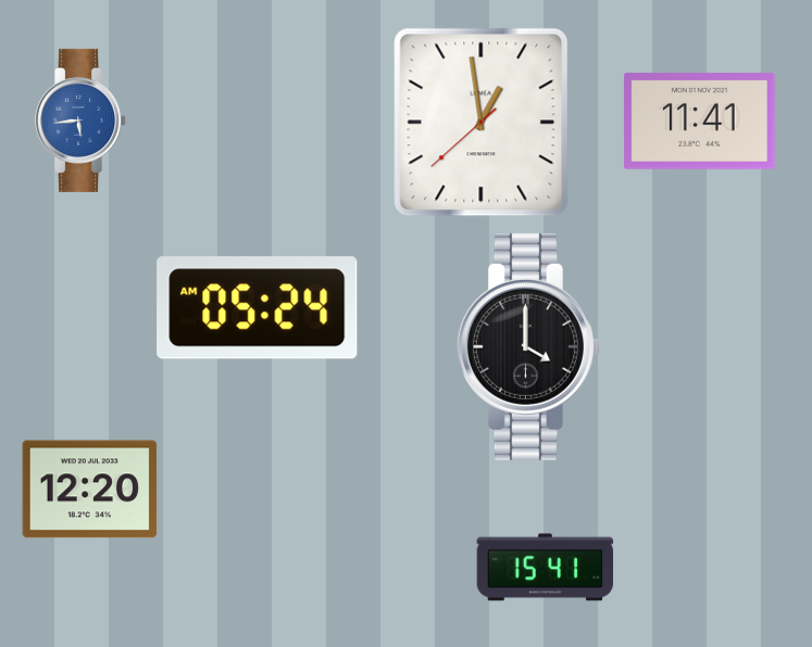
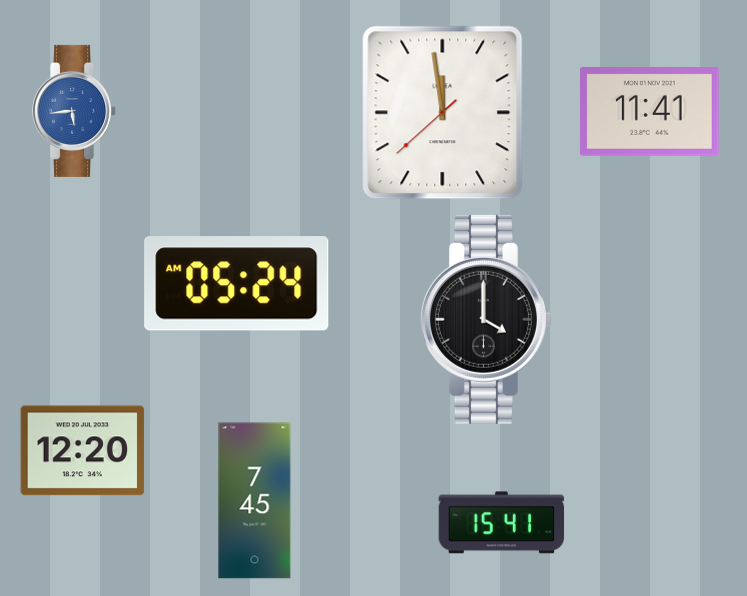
clock at (700, 122) position: (700, 122) -> (650, 112)
clock at (482, 123): 12:58 -> 11:58
clock at (255, 501): none -> 7:45
